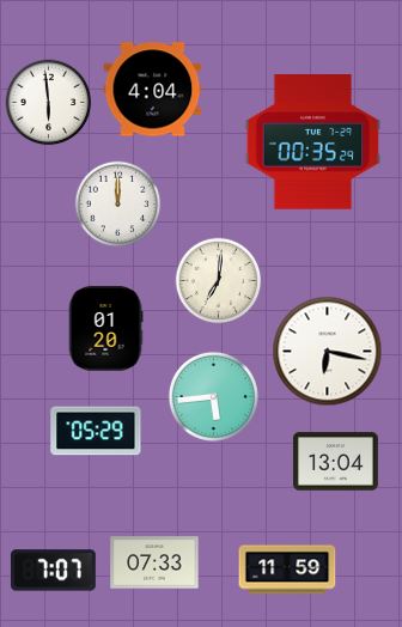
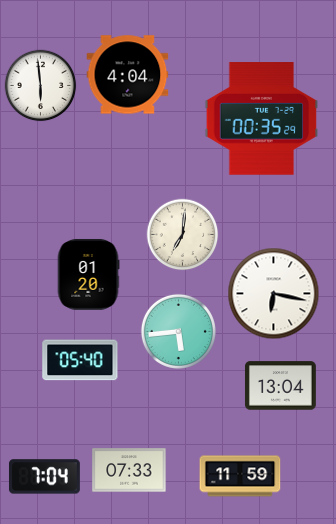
clock at (118, 205): 12:00 -> none
clock at (96, 431): 05:29 -> 05:40
clock at (53, 571): 7:07 -> 7:04
